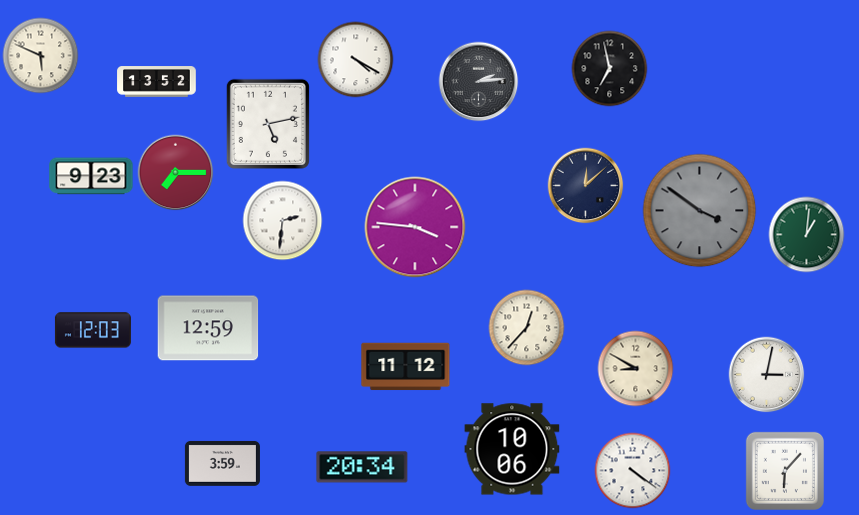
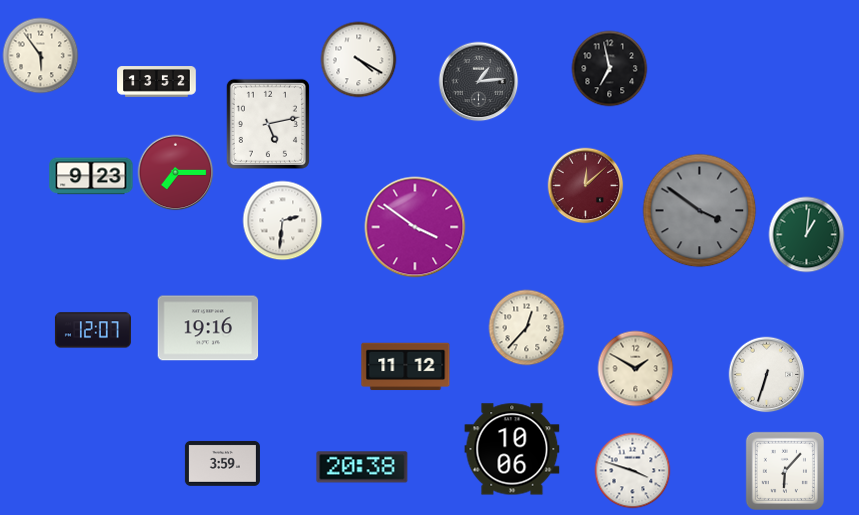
clock at (41, 56): 5:49 -> 5:54
clock at (356, 60) position: (356, 60) -> (359, 60)
clock at (479, 82): 2:14 -> 1:14
clock at (586, 186) dial: navy -> burgundy
clock at (415, 227): 3:46 -> 3:51
clock at (208, 328): 12:59 -> 19:16
clock at (93, 330): 12:03 -> 12:07
clock at (636, 369): 8:50 -> 1:50
clock at (767, 375): 3:02 -> 6:33
clock at (362, 467): 20:34 -> 20:38
clock at (633, 471): 4:21 -> 3:48
